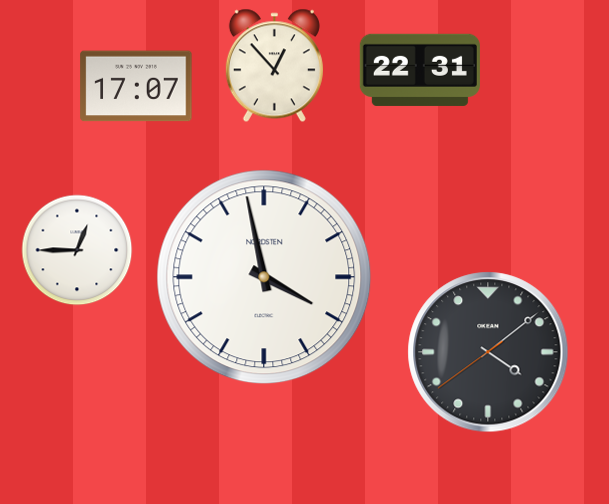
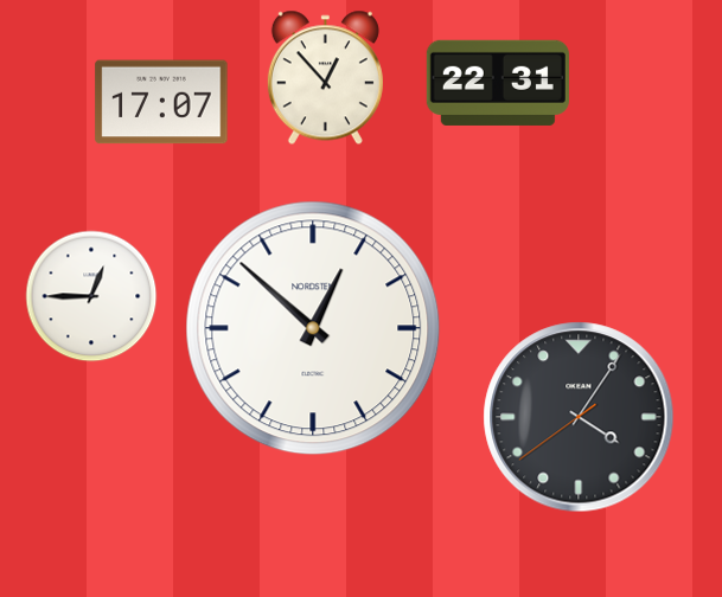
clock at (264, 277): 3:58 -> 12:52
clock at (488, 352): 4:08 -> 4:05
